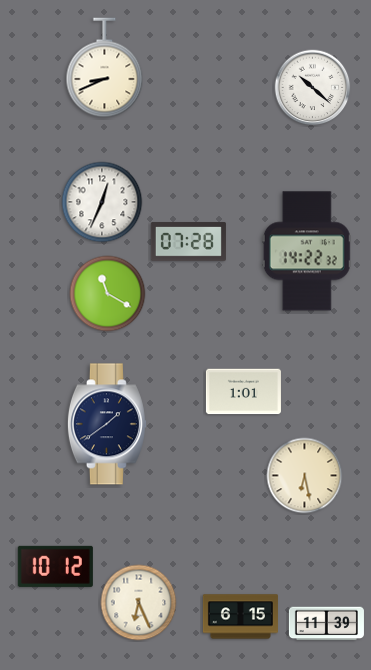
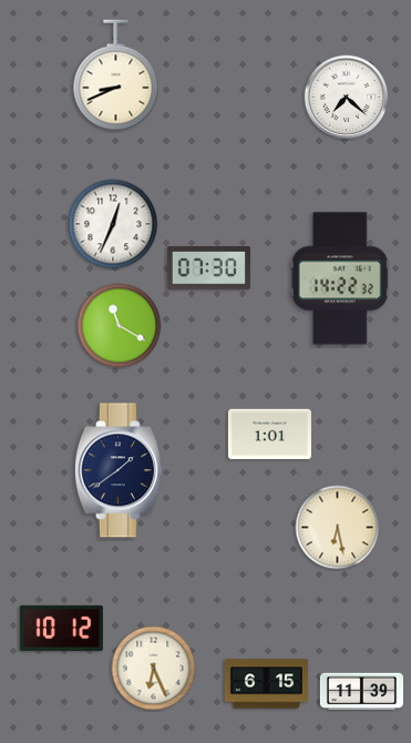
clock at (313, 88): 10:22 -> 7:22
clock at (188, 242): 07:28 -> 07:30
